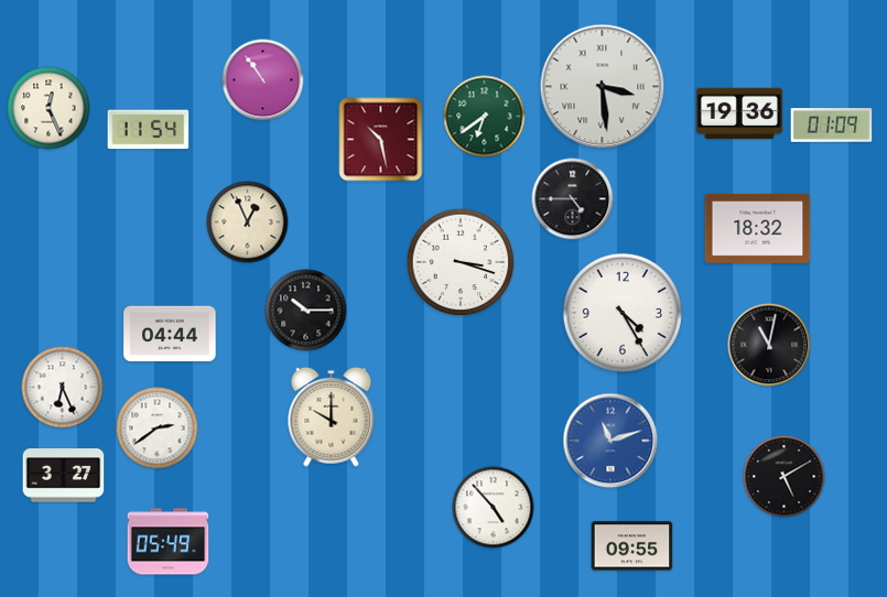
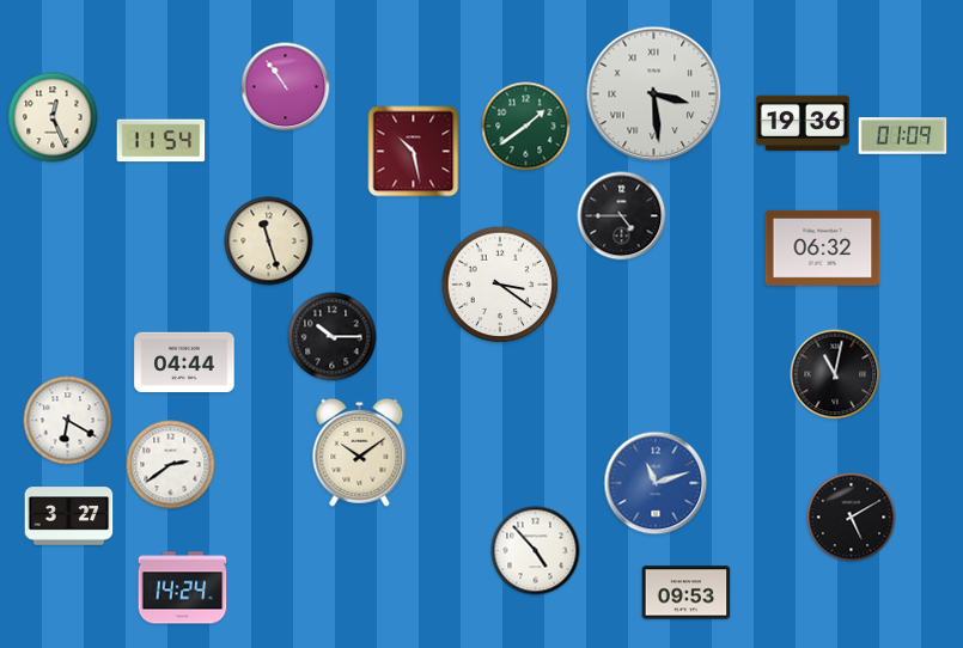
clock at (485, 117): 6:39 -> 1:39
clock at (248, 222): 12:56 -> 11:27
clock at (758, 228): 18:32 -> 06:32
clock at (461, 262): 3:18 -> 3:21
clock at (623, 313): 4:25 -> none
clock at (63, 388): 6:26 -> 6:20
clock at (332, 416): 10:00 -> 10:09
clock at (610, 441) position: (610, 441) -> (656, 483)
clock at (169, 542): 05:49 -> 14:24
clock at (632, 546): 09:55 -> 09:53
